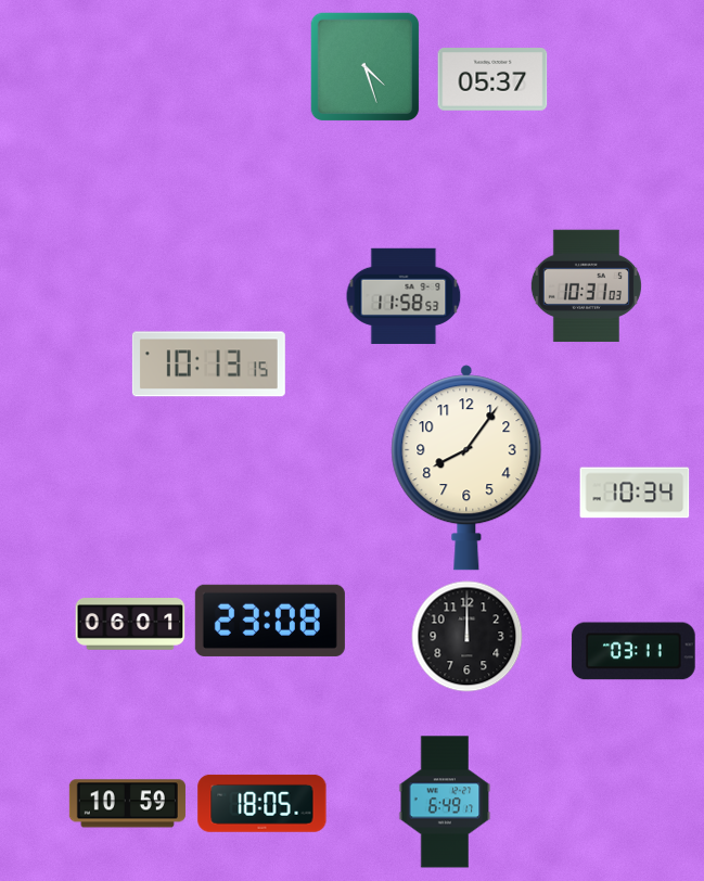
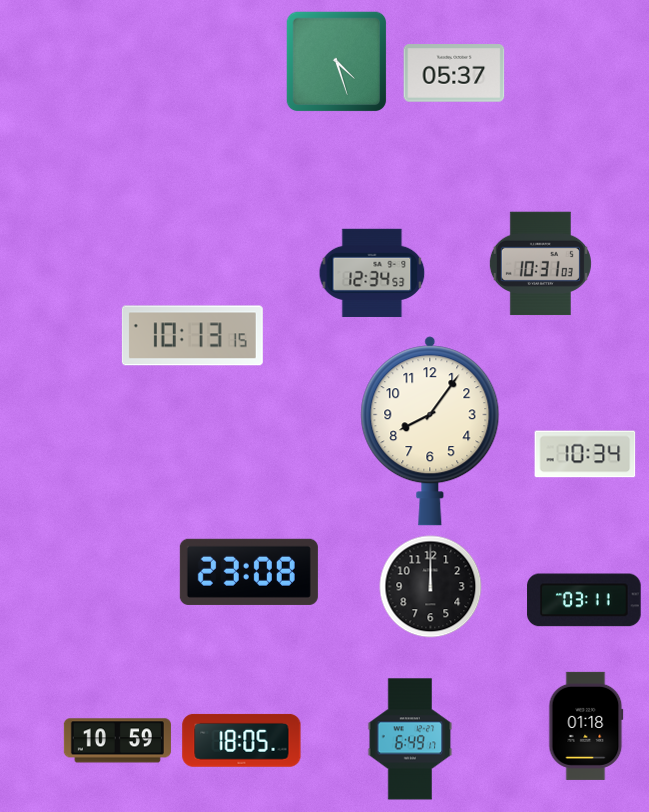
clock at (404, 296): 11:58 -> 12:34
clock at (130, 625): 06:01 -> none
clock at (586, 726): none -> 01:18
